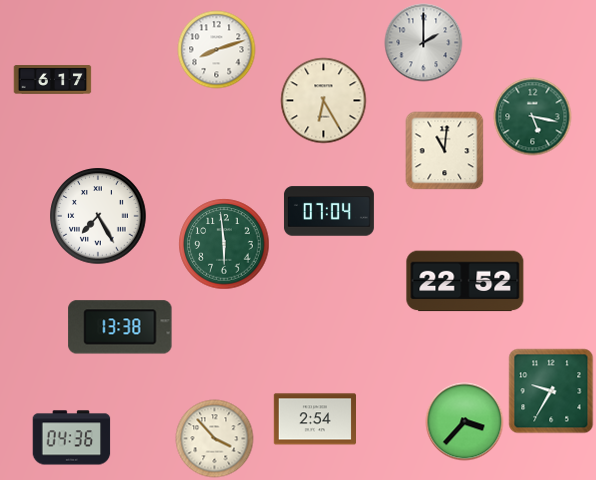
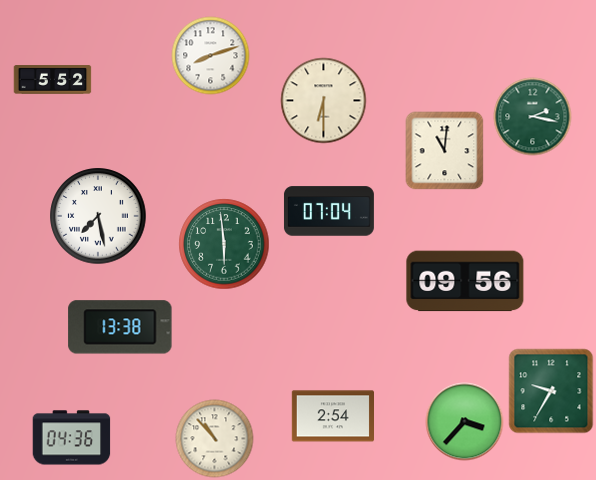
clock at (423, 42): 2:00 -> none
clock at (216, 49) position: (216, 49) -> (210, 55)
clock at (52, 80): 6:17 -> 5:52
clock at (323, 100): 6:25 -> 6:30
clock at (532, 116): 5:17 -> 2:17
clock at (98, 216): 7:25 -> 7:28
clock at (465, 281): 22:52 -> 09:56
clock at (314, 419) position: (314, 419) -> (332, 416)
clock at (214, 438): 3:53 -> 10:53
